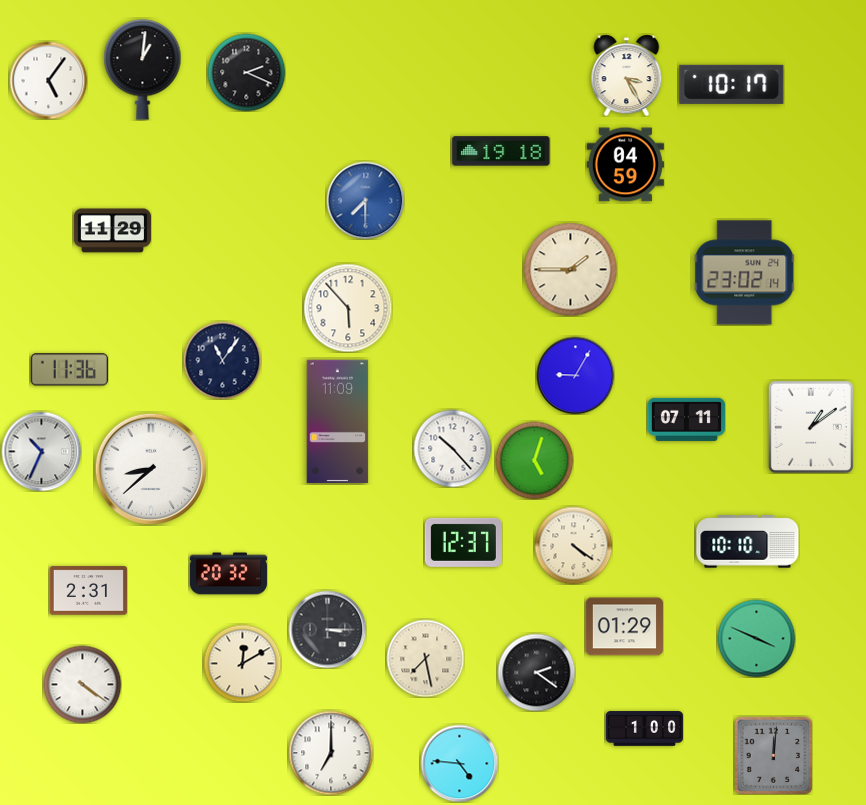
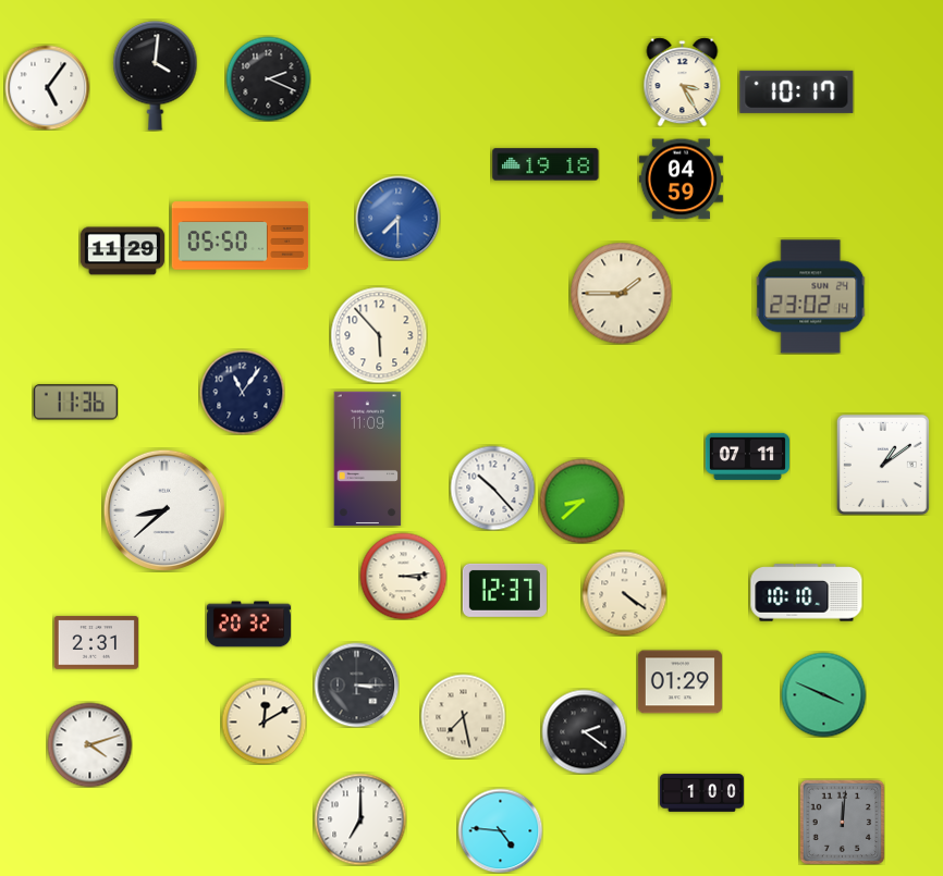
clock at (143, 70): 1:01 -> 4:01
clock at (48, 80) position: (48, 80) -> (47, 87)
clock at (241, 236): none -> 05:50
clock at (575, 375): 9:05 -> none
clock at (41, 451): 10:34 -> none
clock at (534, 460): 5:03 -> 8:38
clock at (403, 576): none -> 3:14
clock at (748, 542) position: (748, 542) -> (807, 593)
clock at (82, 684): 4:21 -> 4:12
